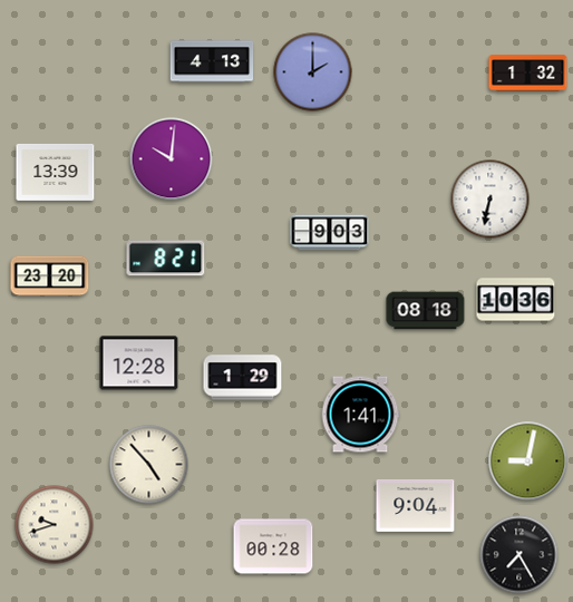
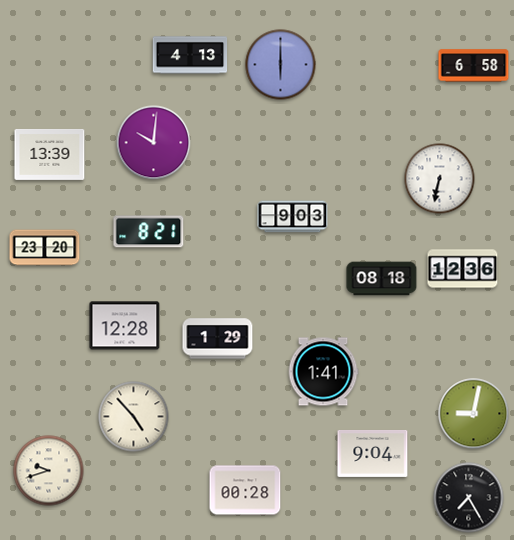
clock at (313, 72): 2:00 -> 6:00
clock at (528, 74): 1:32 -> 6:58
clock at (330, 233) position: (330, 233) -> (293, 217)
clock at (516, 300): 10:36 -> 12:36
clock at (519, 555) position: (519, 555) -> (469, 498)
